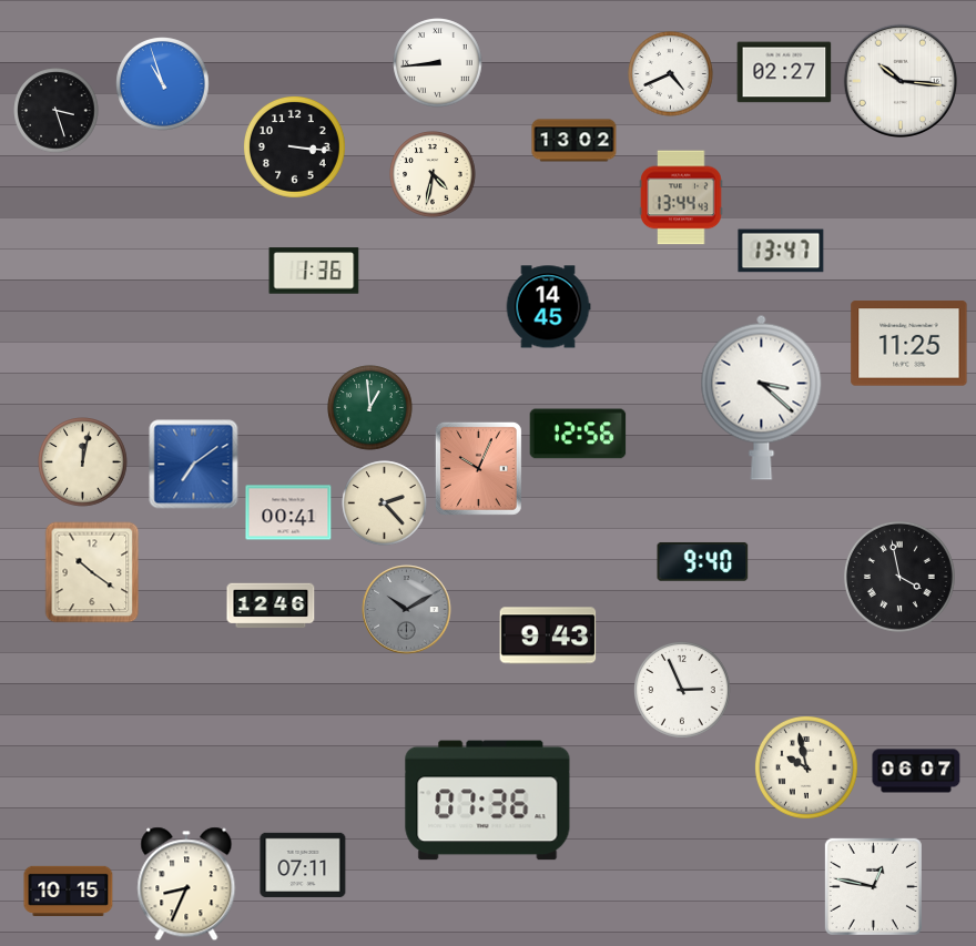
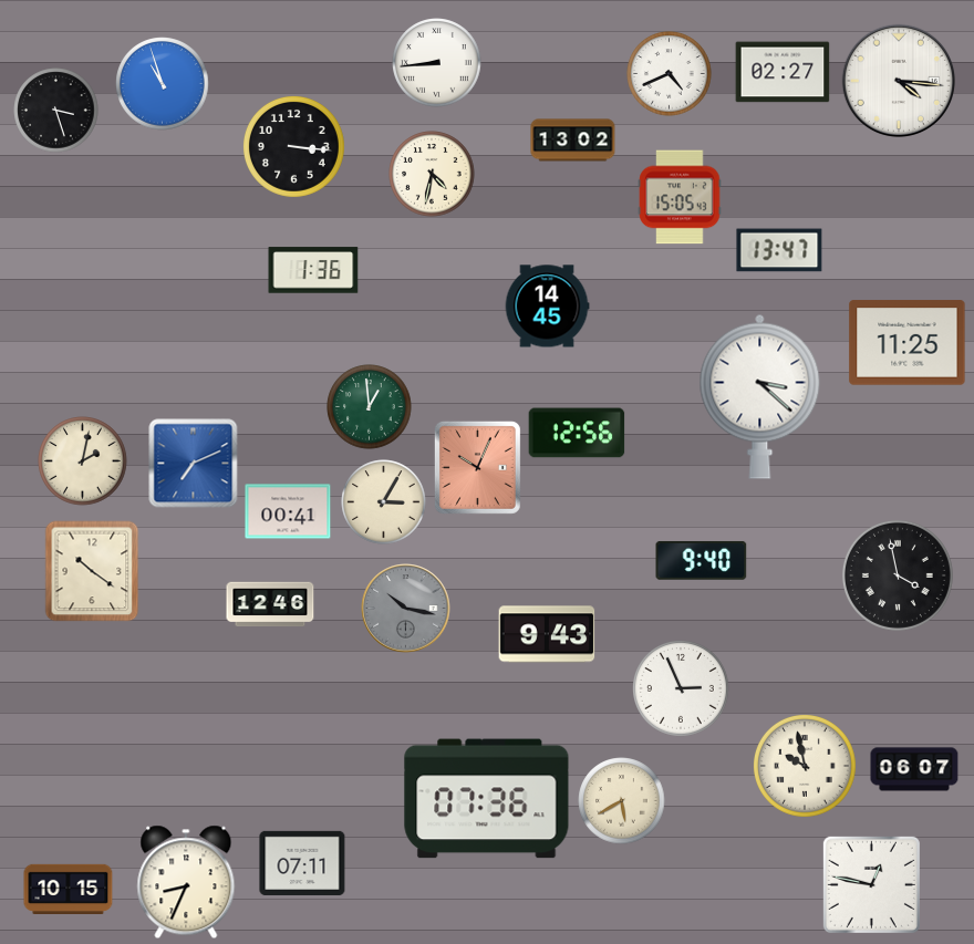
clock at (899, 80): 10:16 -> 4:16
clock at (681, 197): 13:44 -> 15:05
clock at (83, 462): 12:02 -> 2:02
clock at (194, 465): 7:09 -> 7:11
clock at (385, 503): 2:23 -> 3:05
clock at (407, 610): 10:10 -> 10:17
clock at (622, 801): none -> 5:40
